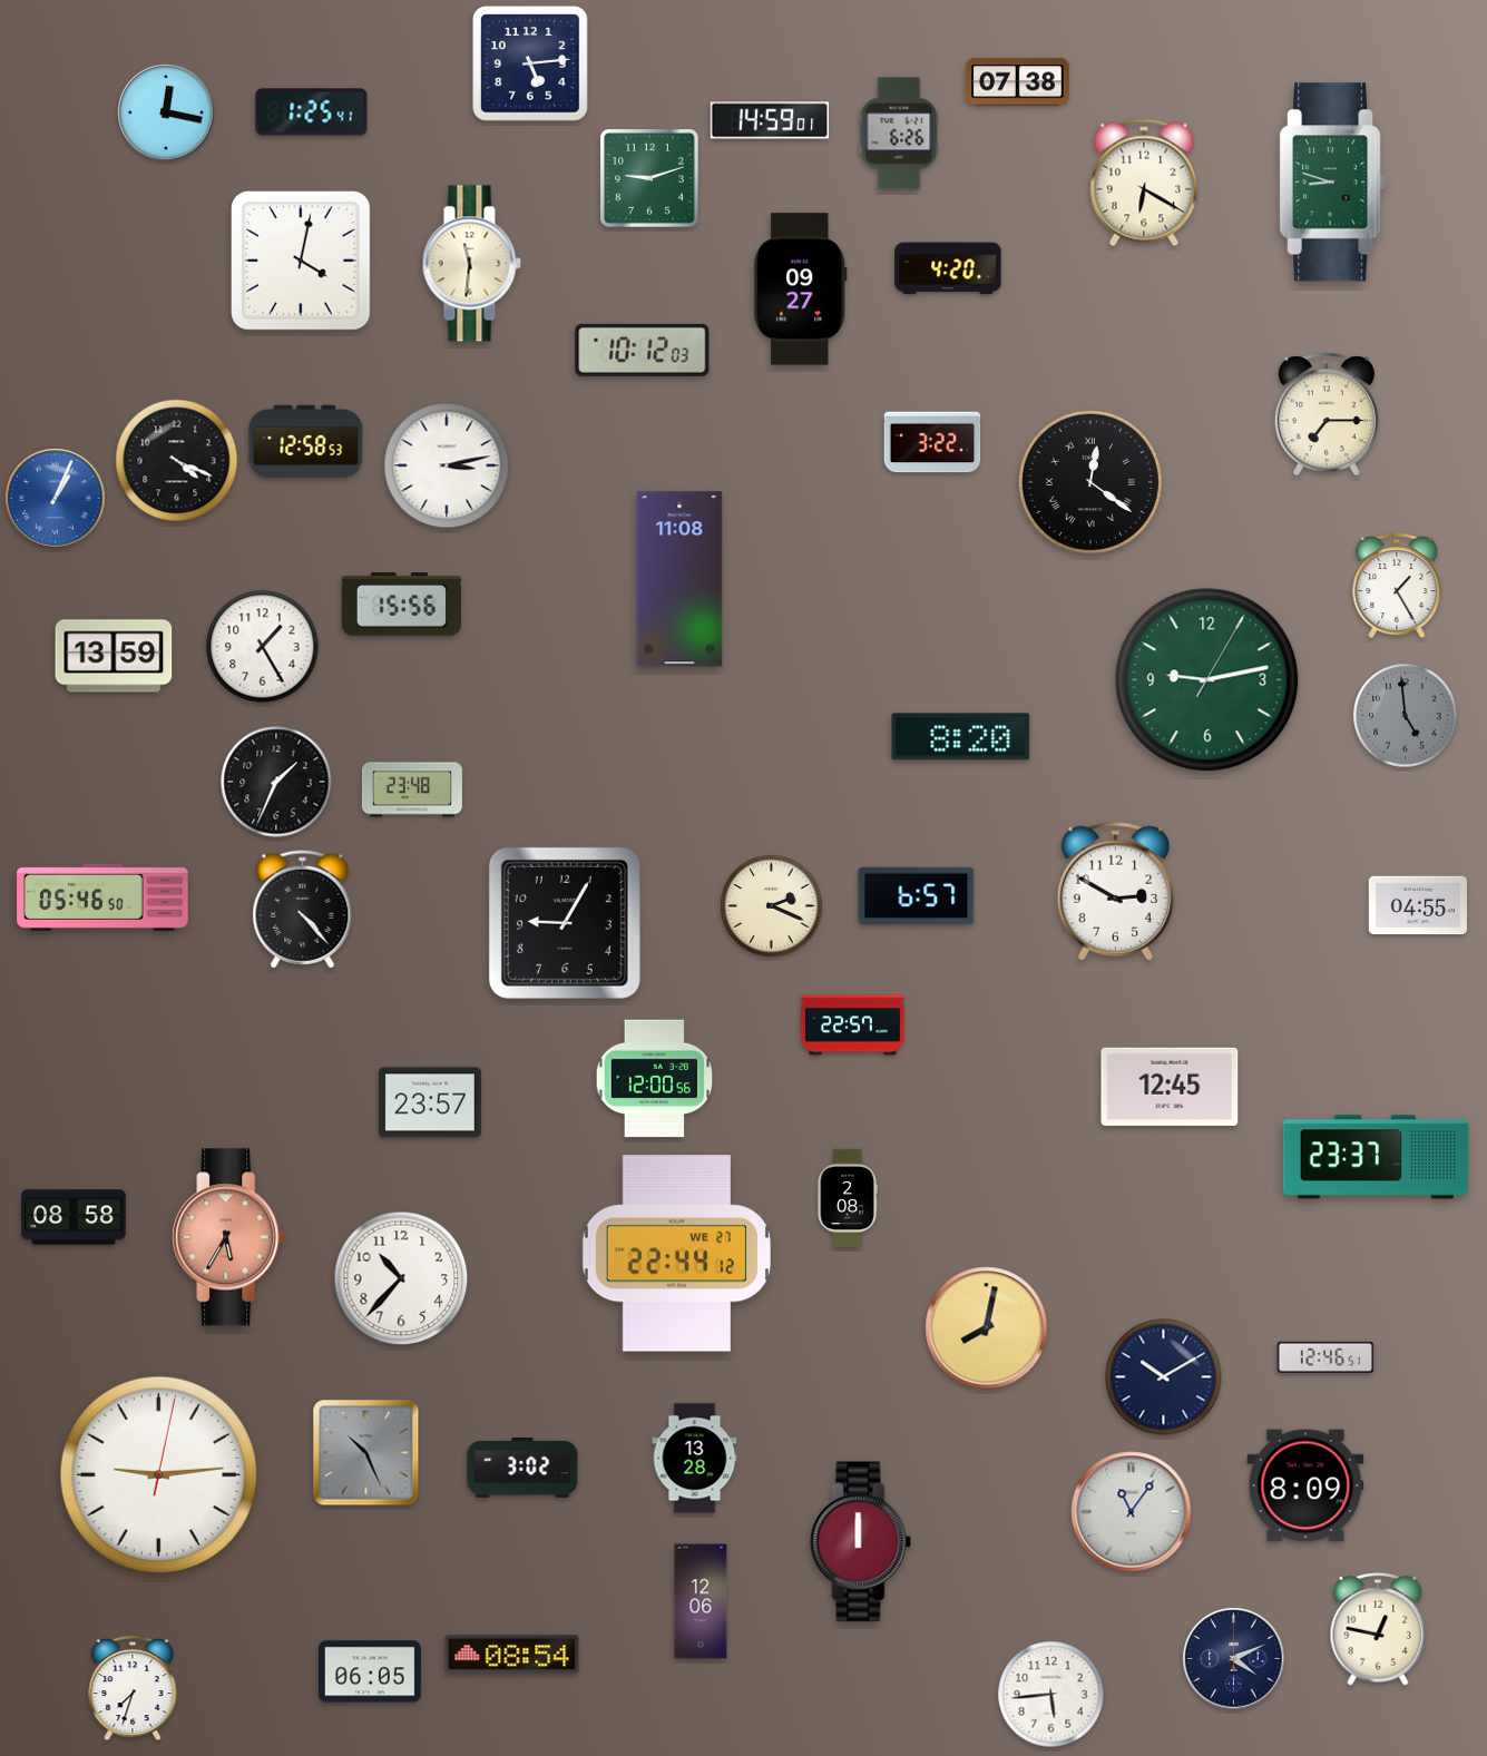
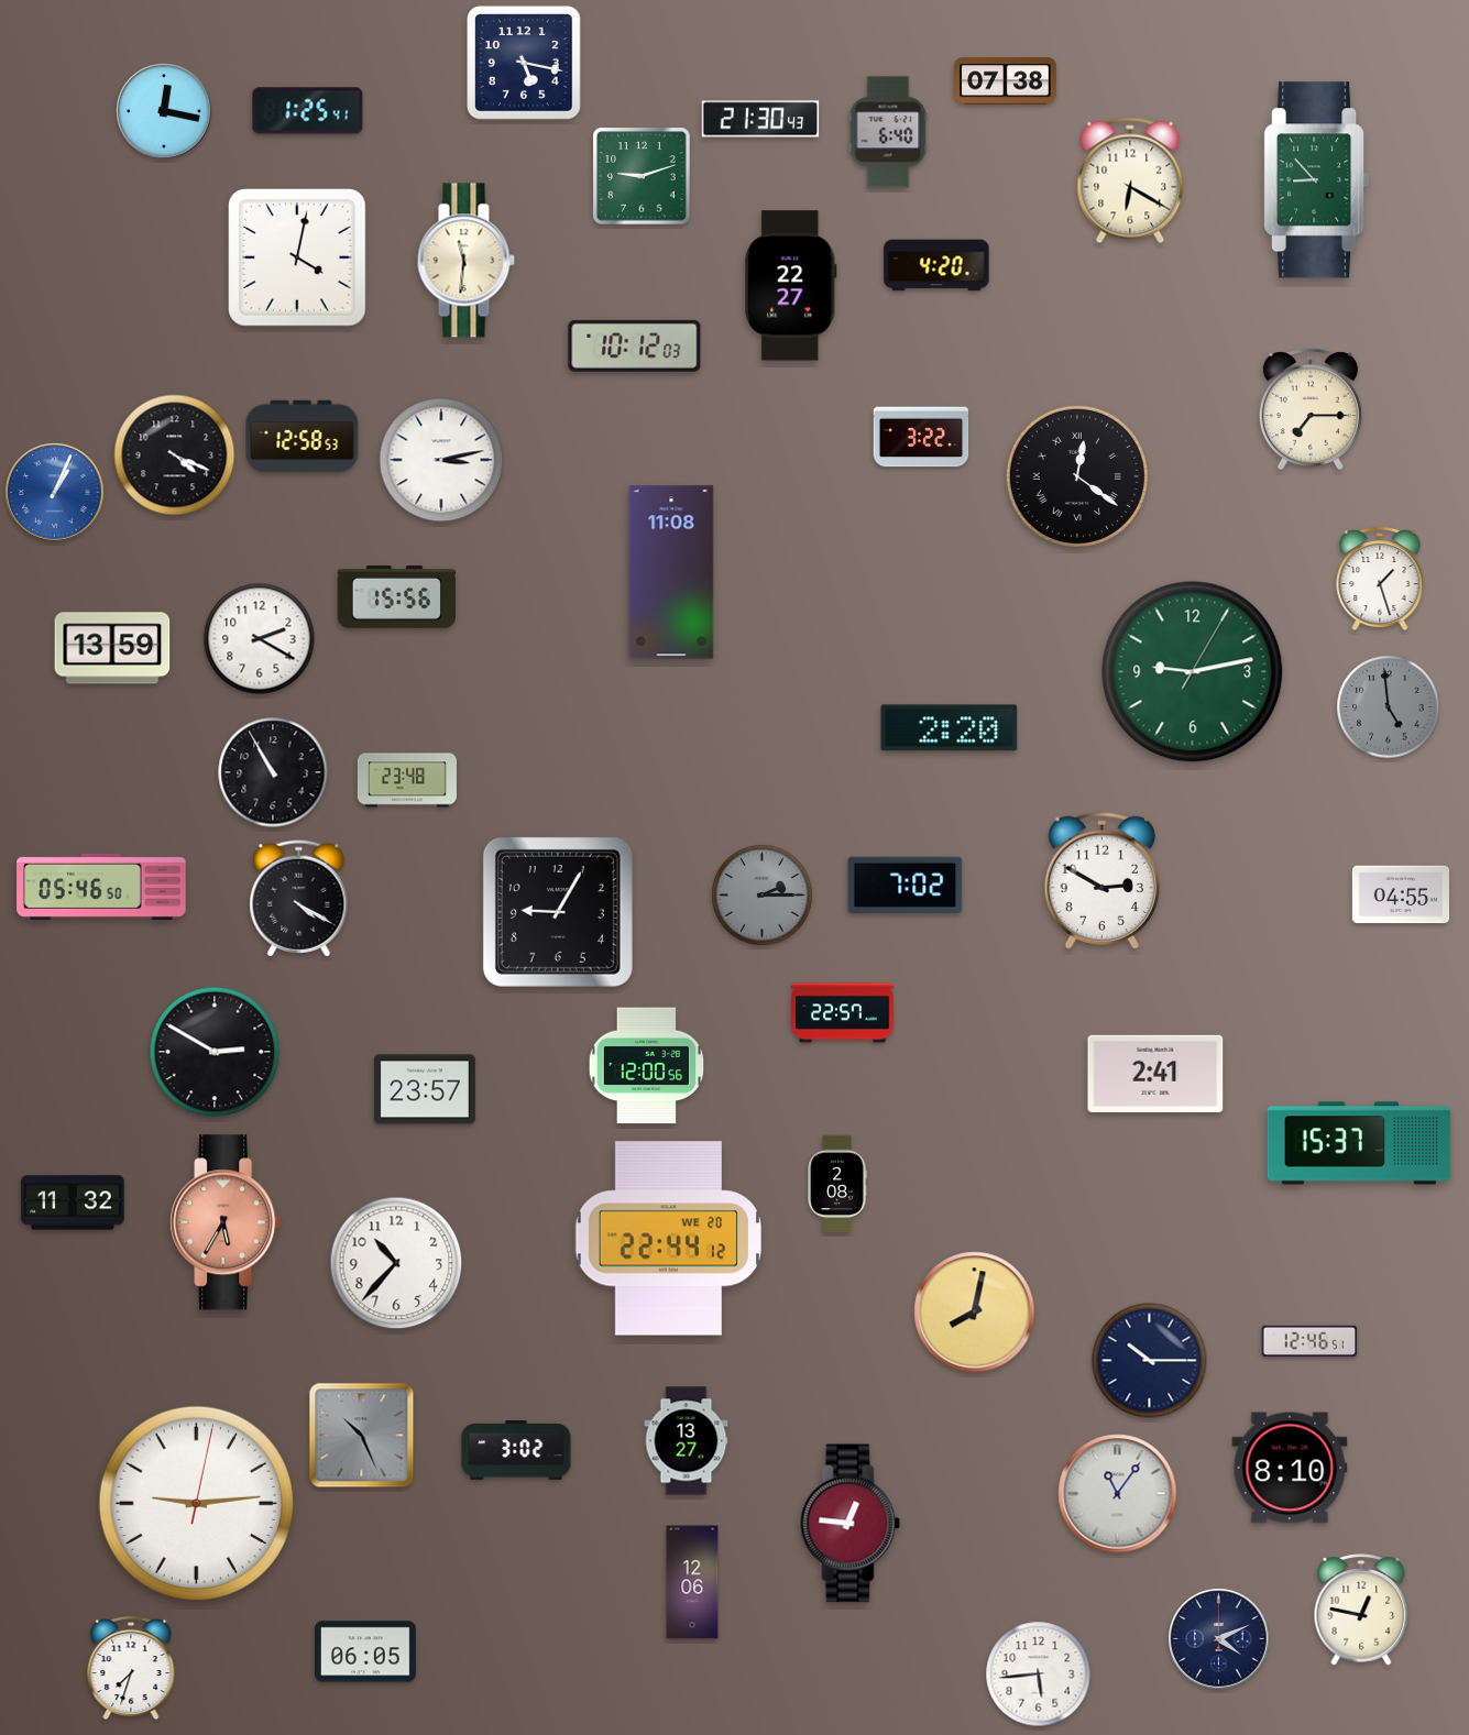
clock at (530, 63): 5:14 -> 5:17
clock at (770, 120): 14:59 -> 21:30
clock at (899, 134): 6:26 -> 6:40
clock at (1333, 183): 8:48 -> 8:53
clock at (801, 290): 09:27 -> 22:27
clock at (1397, 586): 1:25 -> 1:27
clock at (263, 647): 1:25 -> 2:20
clock at (961, 737): 8:20 -> 2:20
clock at (276, 782): 1:34 -> 10:55
clock at (917, 896): 6:57 -> 7:02
clock at (772, 906): 2:19 -> 2:15
clock at (772, 906) dial: cream -> grey
clock at (303, 910): 4:23 -> 4:20
clock at (215, 1052): none -> 2:50
clock at (1170, 1087): 12:45 -> 2:41
clock at (1376, 1157): 23:37 -> 15:37
clock at (74, 1217): 08:58 -> 11:32
clock at (676, 1254) date: WE 27 -> WE 20
clock at (1164, 1377): 10:10 -> 10:15
clock at (695, 1459): 13:28 -> 13:27
clock at (158, 1474) position: (158, 1474) -> (196, 1503)
clock at (1305, 1485): 8:09 -> 8:10
clock at (861, 1542): 12:00 -> 12:46
clock at (512, 1655): 08:54 -> none
